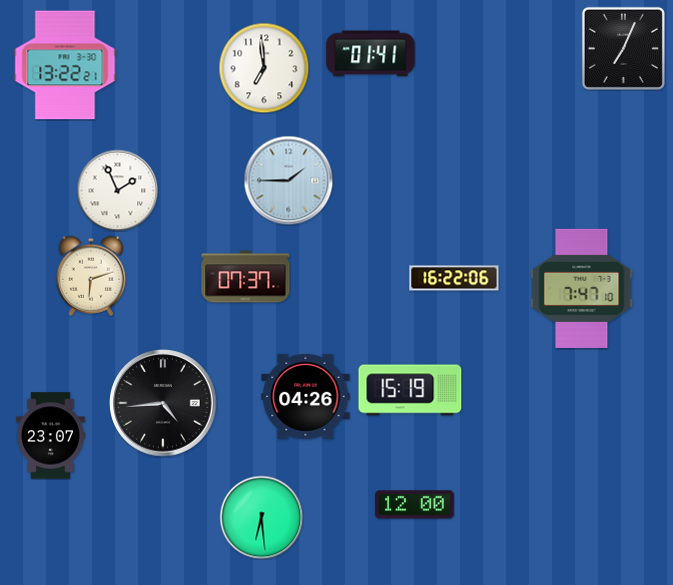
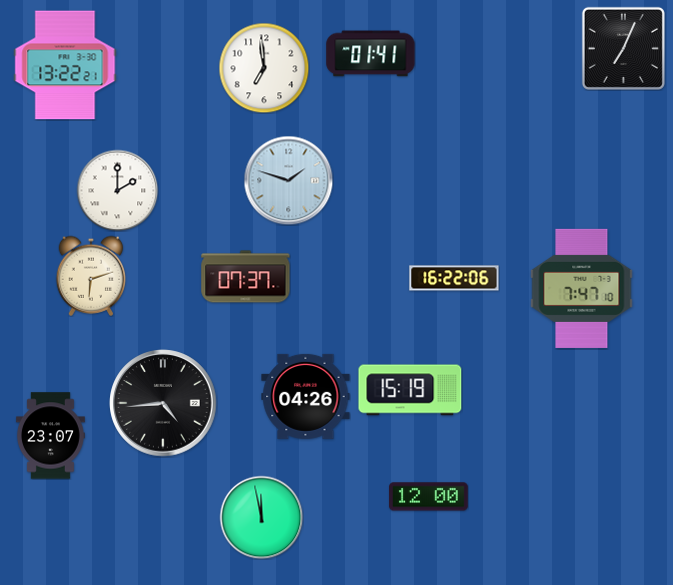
clock at (288, 180): 1:45 -> 1:48
clock at (117, 190): 1:56 -> 2:00
clock at (415, 505) position: (415, 505) -> (429, 497)
clock at (261, 517): 6:29 -> 11:58
